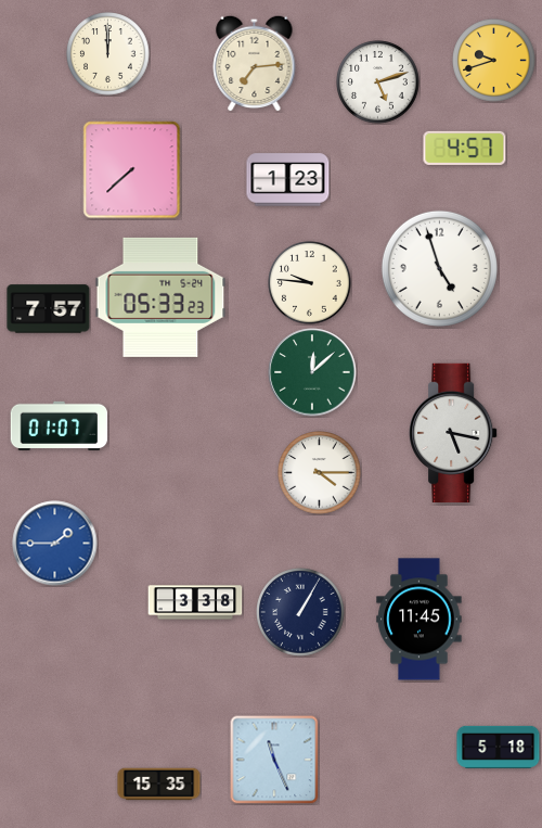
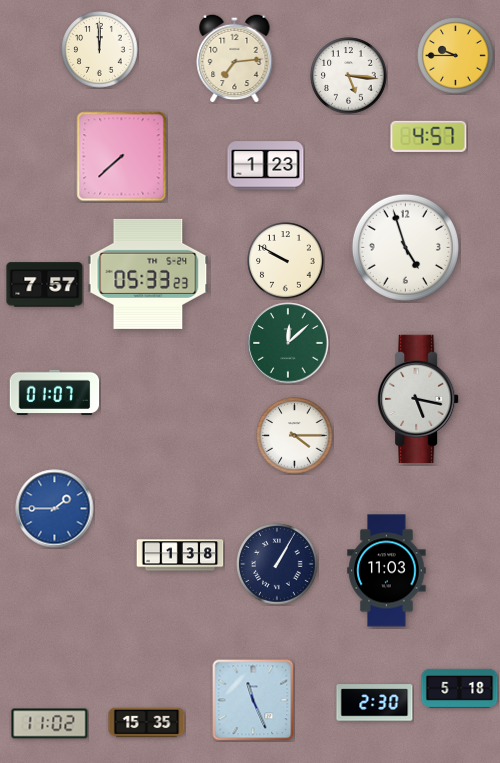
clock at (494, 61): 9:42 -> 9:45
clock at (378, 82): 5:12 -> 5:16
clock at (310, 283): 9:46 -> 9:50
clock at (55, 544) position: (55, 544) -> (55, 509)
clock at (195, 602): 3:38 -> 1:38
clock at (420, 620): 11:45 -> 11:03
clock at (375, 703): none -> 2:30
clock at (50, 724): none -> 11:02
